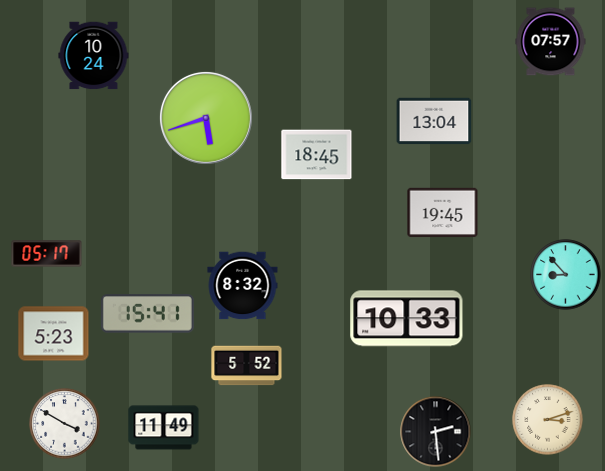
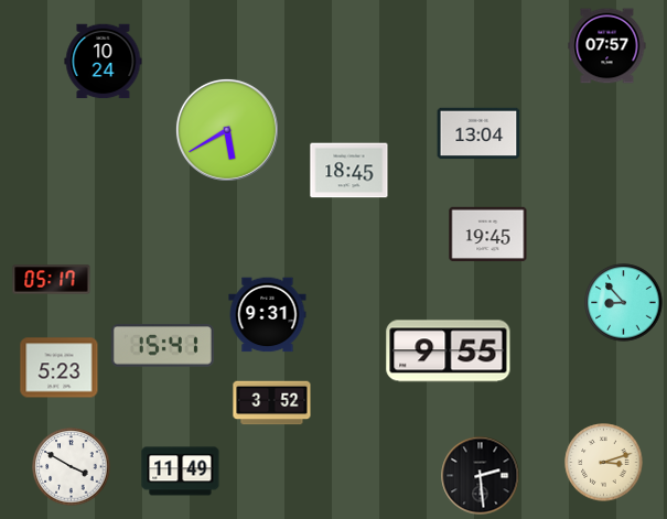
clock at (206, 118): 5:42 -> 5:40
clock at (243, 286): 8:32 -> 9:31
clock at (407, 319): 10:33 -> 9:55
clock at (247, 366): 5:52 -> 3:52
